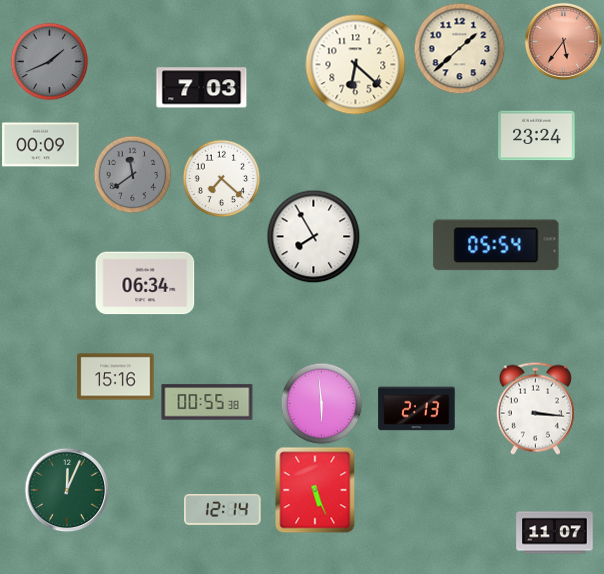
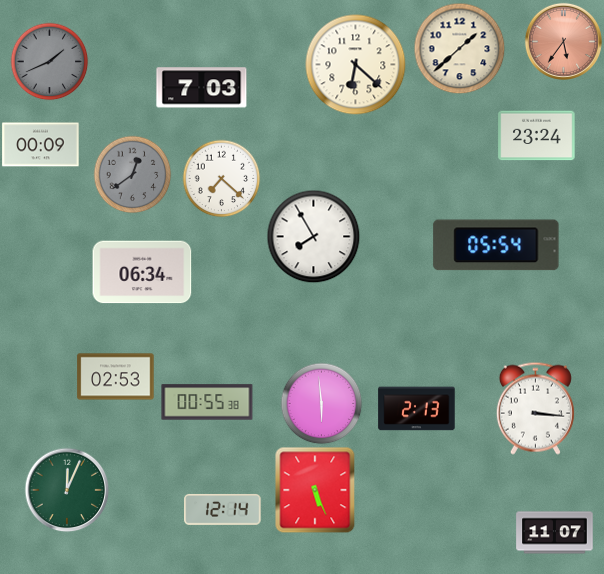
clock at (132, 174): 11:39 -> 12:39
clock at (145, 283) position: (145, 283) -> (142, 272)
clock at (116, 377): 15:16 -> 02:53
